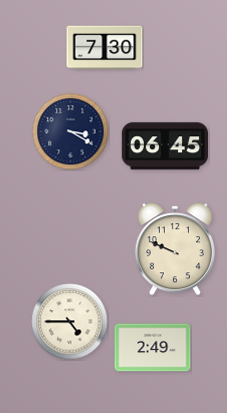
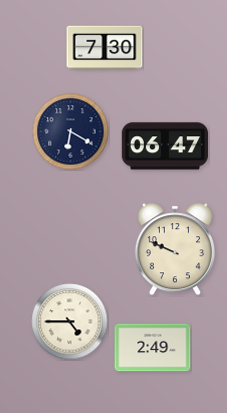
clock at (71, 132): 3:20 -> 6:20
clock at (165, 146): 06:45 -> 06:47
